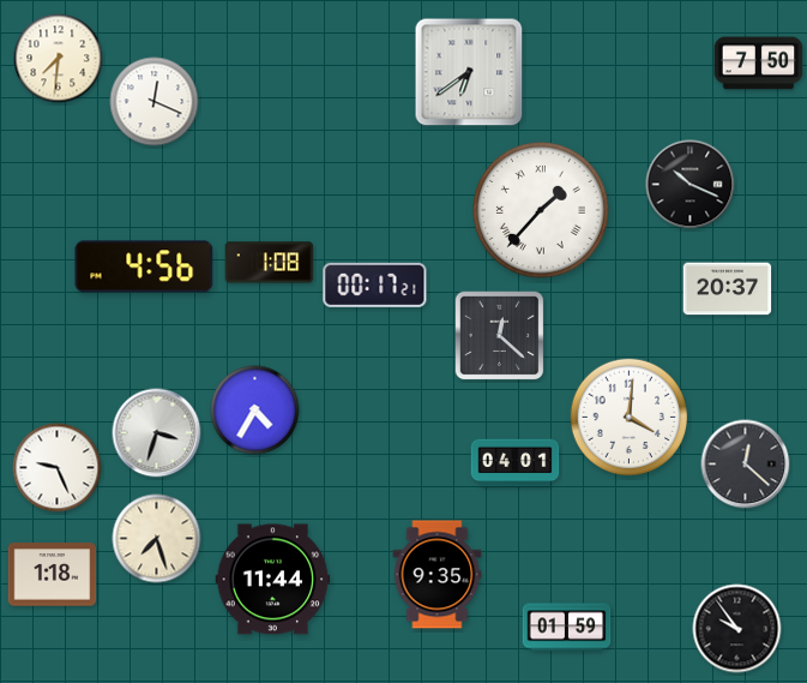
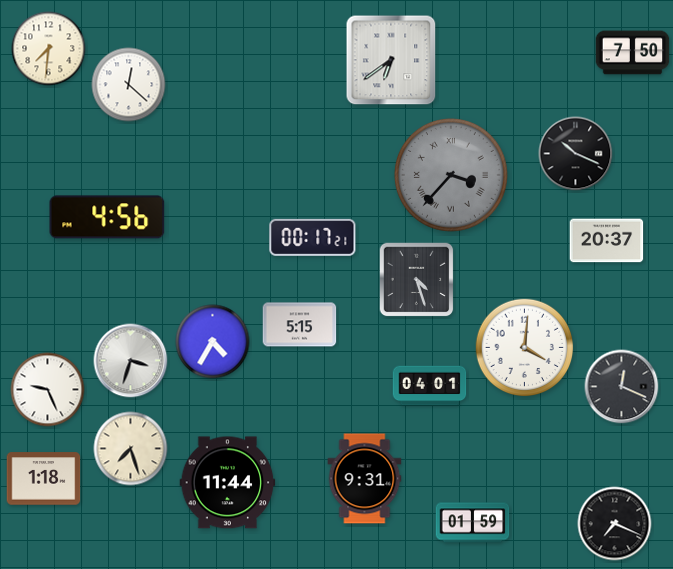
clock at (155, 102): 12:19 -> 12:22
clock at (541, 210): 1:37 -> 3:37
clock at (541, 210) dial: white -> grey
clock at (270, 263): 1:08 -> none
clock at (144, 266) position: (144, 266) -> (107, 217)
clock at (500, 336): 12:22 -> 4:27
clock at (300, 325): none -> 5:15
clock at (746, 465): 12:22 -> 12:19
clock at (438, 575): 9:35 -> 9:31
clock at (737, 629): 9:54 -> 7:19
